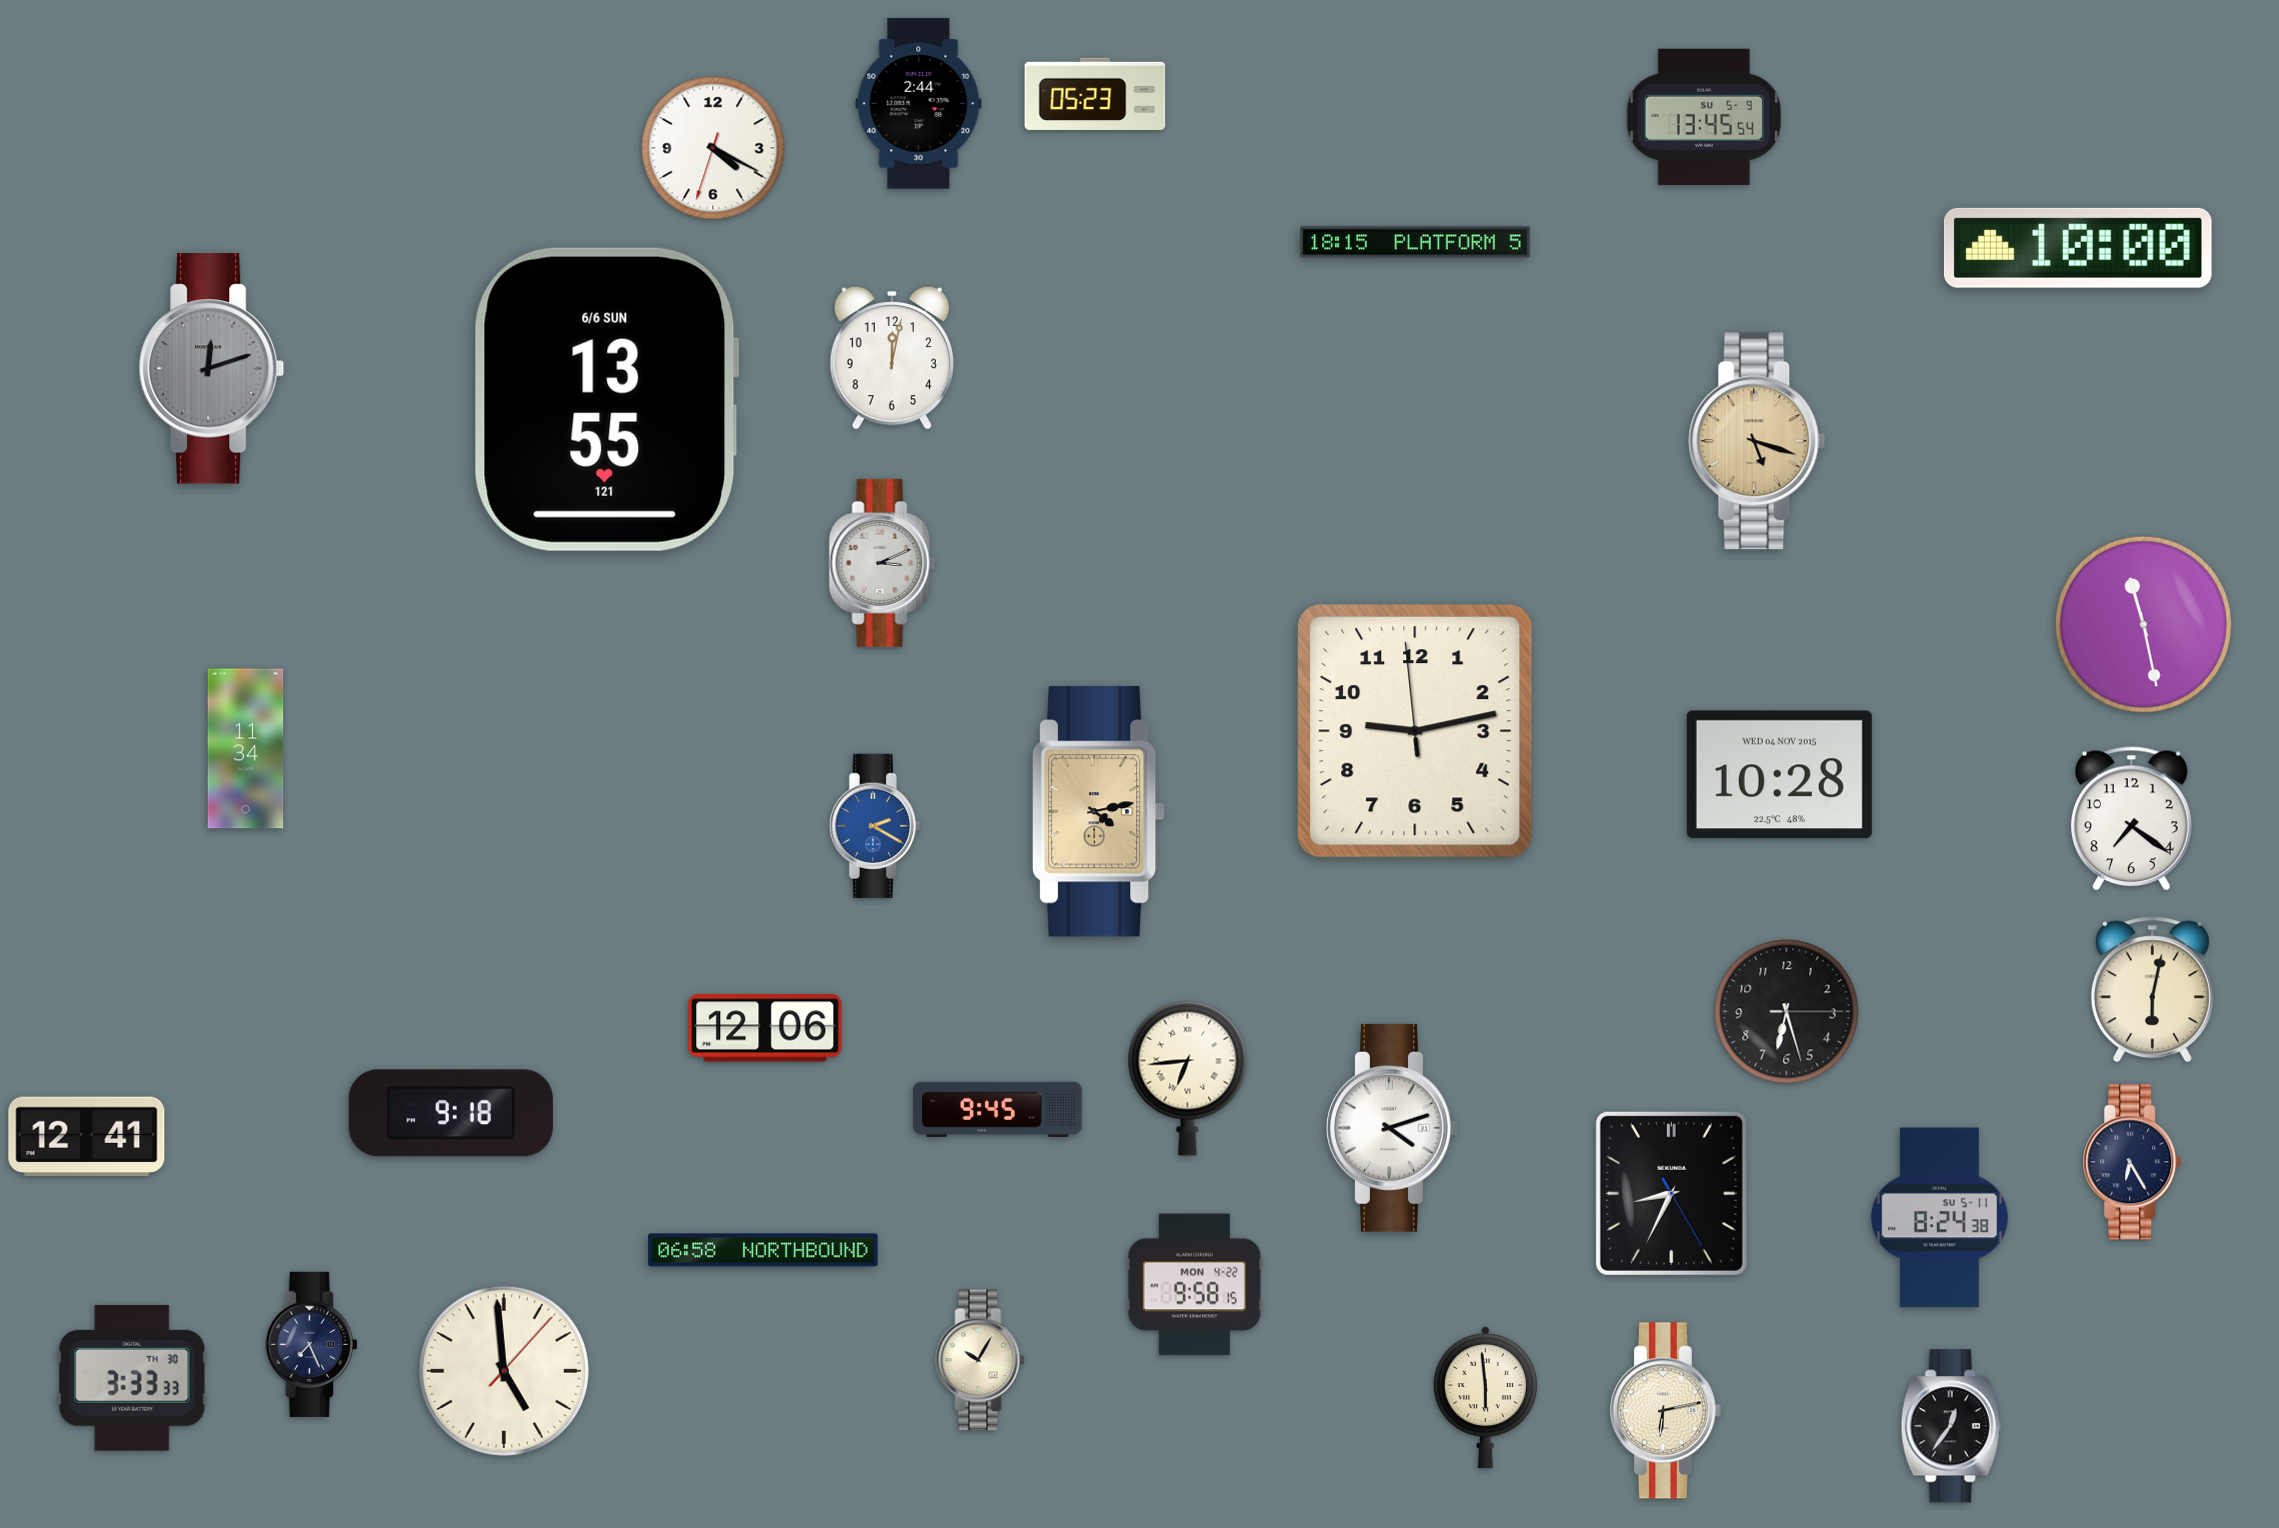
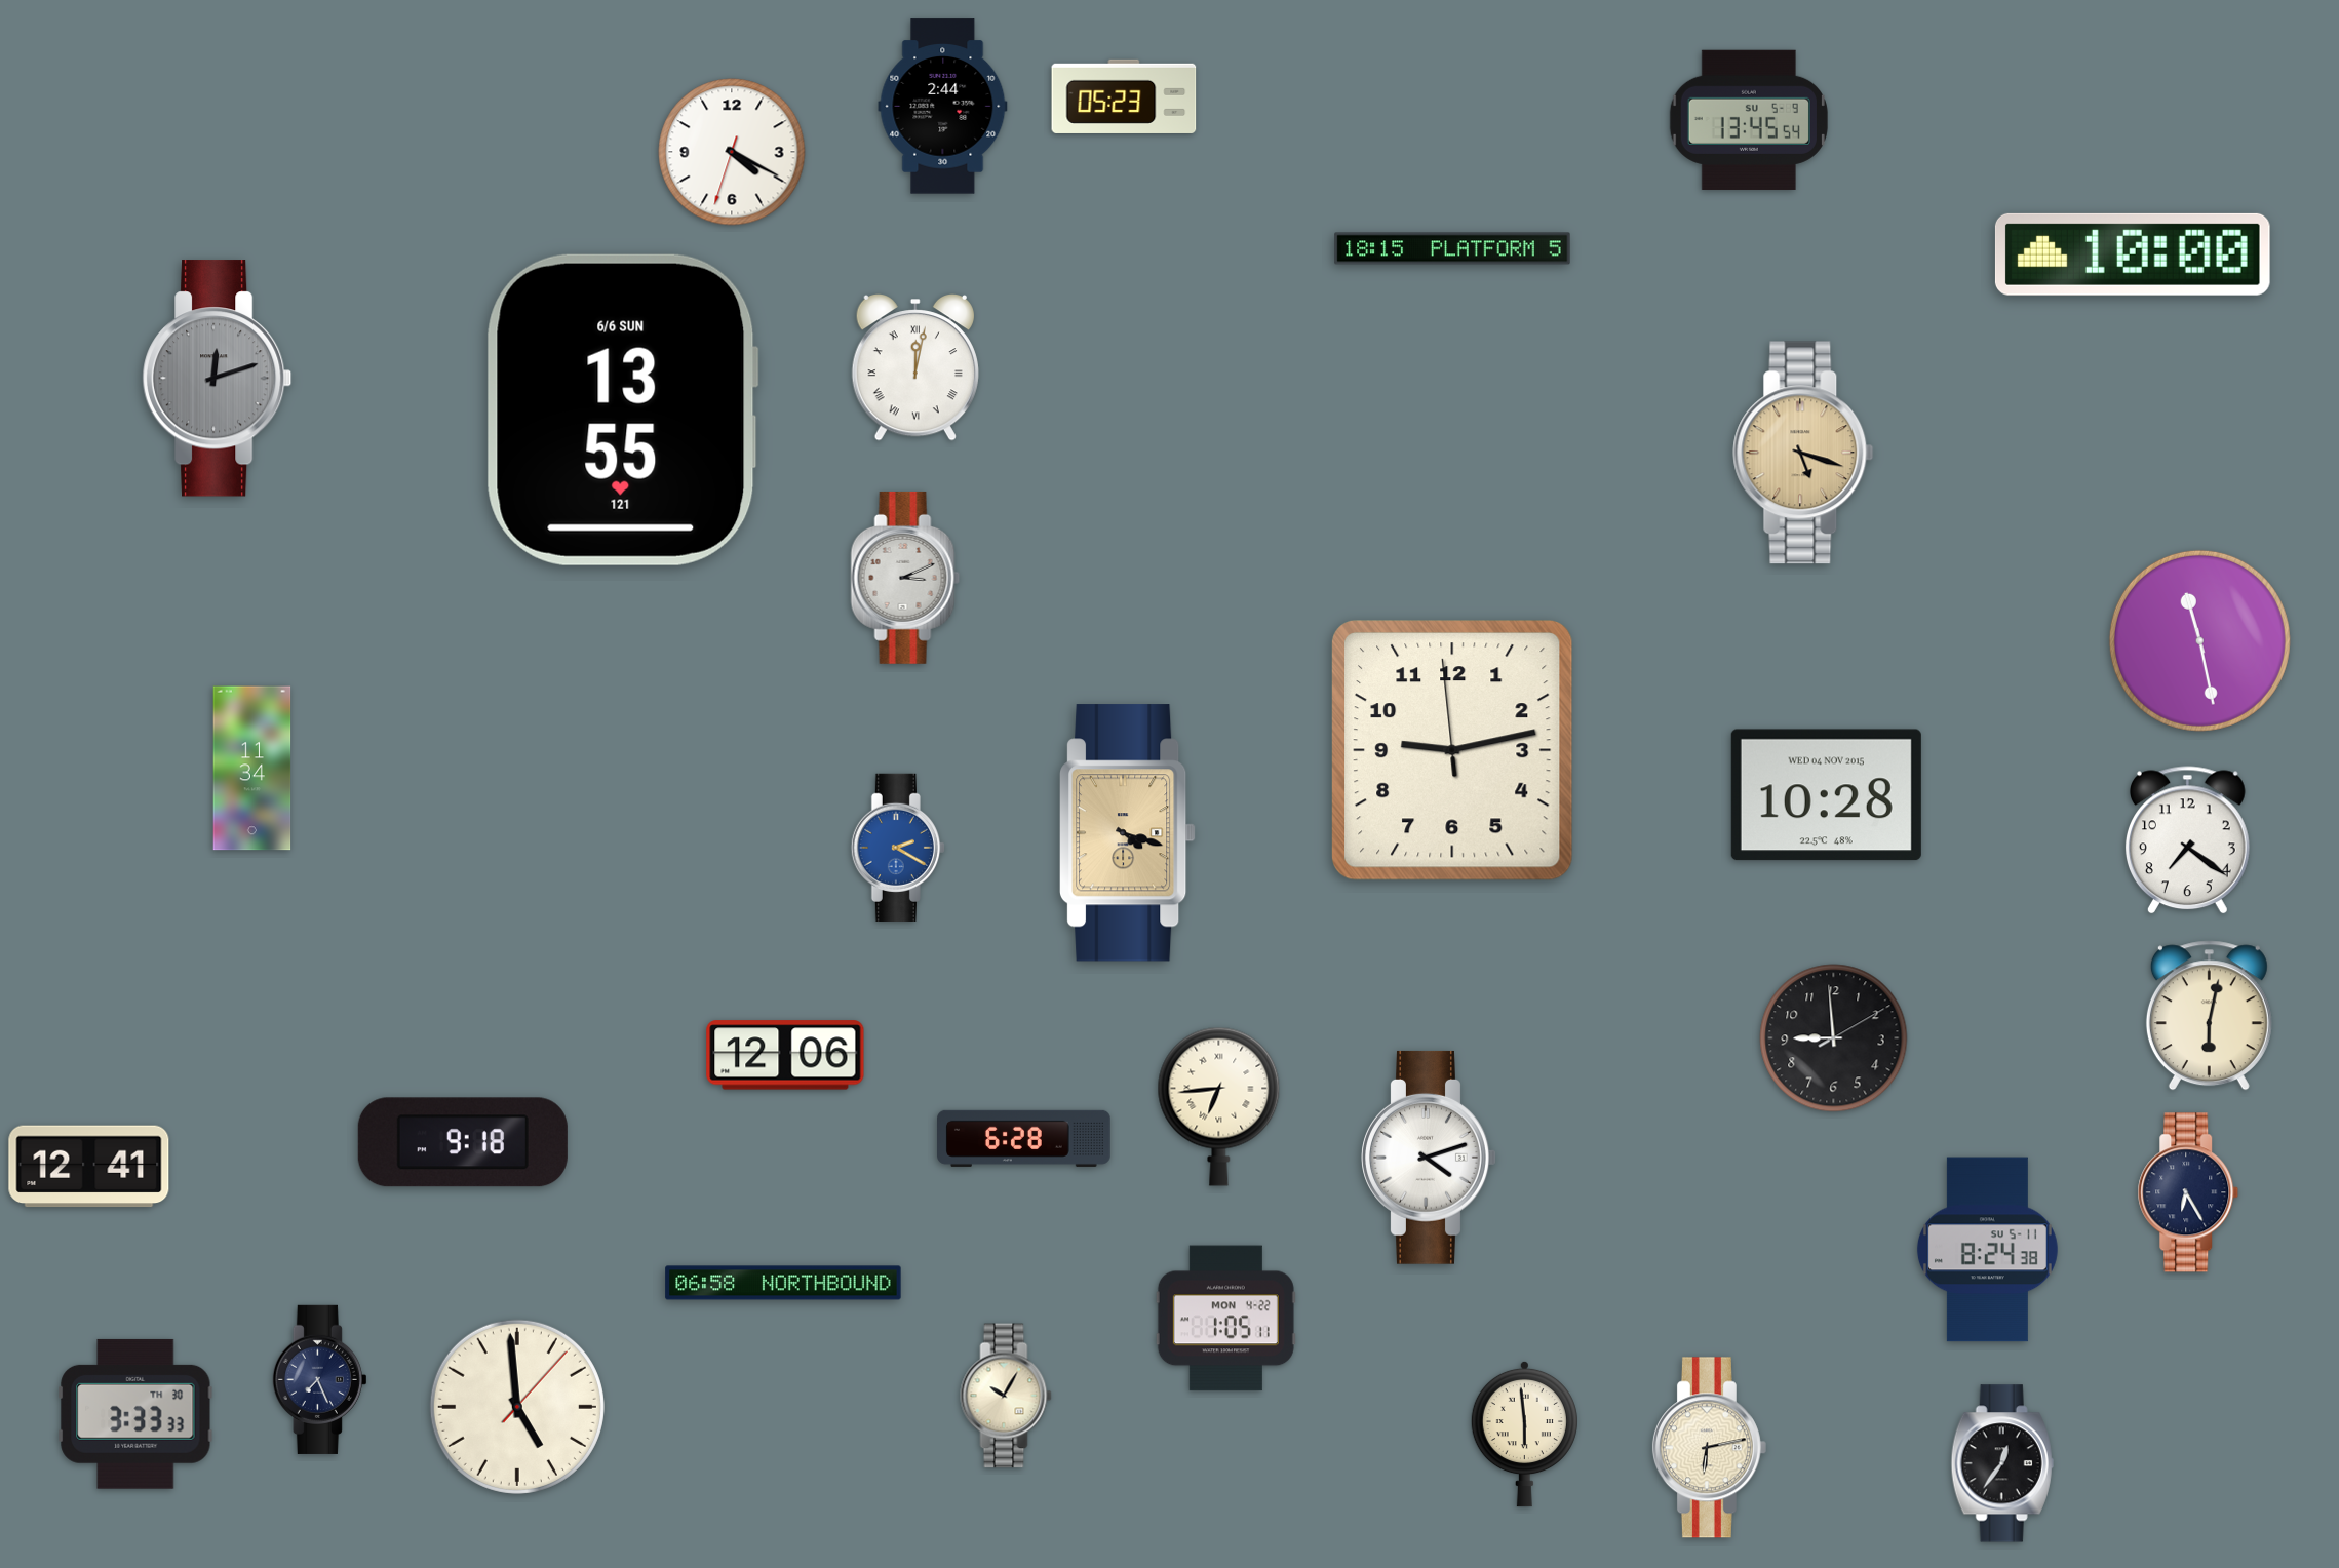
clock at (892, 359) numerals: Arabic -> Roman
clock at (1099, 812): 4:13 -> 4:18
clock at (1787, 1012): 6:27 -> 8:59
clock at (998, 1109): 9:45 -> 6:28
clock at (1671, 1193): 8:34 -> none
clock at (1939, 1218) position: (1939, 1218) -> (1987, 1250)
clock at (1194, 1285): 9:58 -> 1:05
